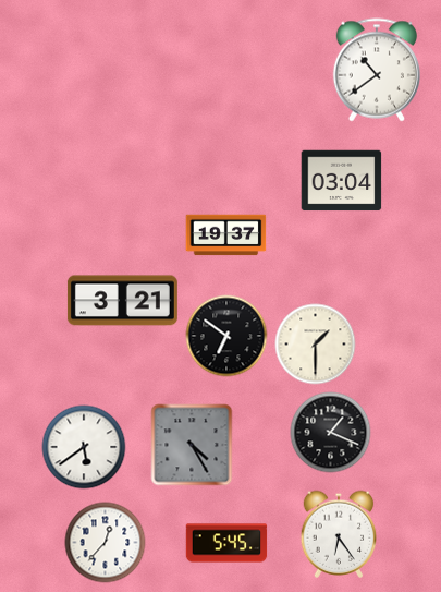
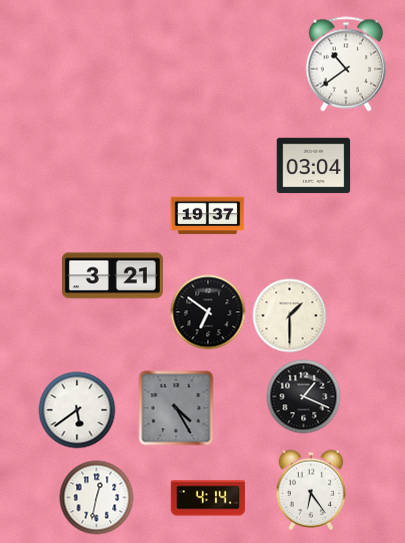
clock at (226, 336) position: (226, 336) -> (208, 312)
clock at (106, 543): 12:37 -> 12:32
clock at (226, 543): 5:45 -> 4:14
